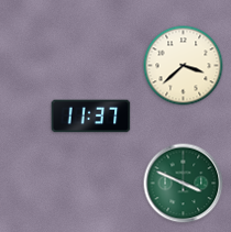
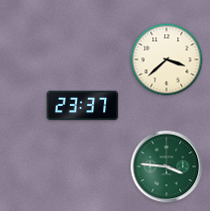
clock at (91, 117): 11:37 -> 23:37
clock at (184, 184): 3:49 -> 3:46
